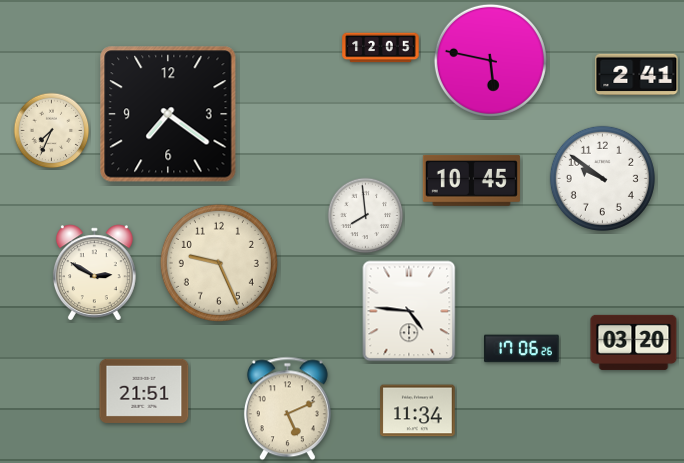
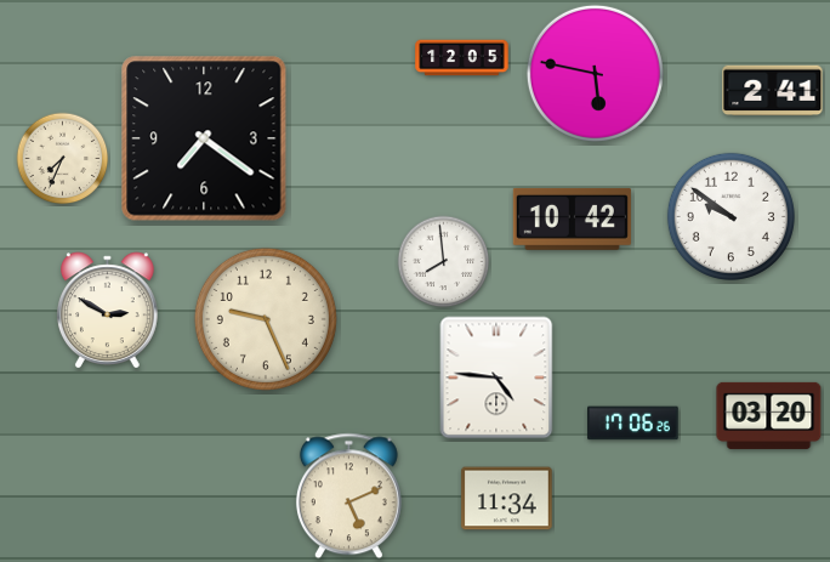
clock at (471, 180): 10:45 -> 10:42
clock at (94, 272) position: (94, 272) -> (107, 310)
clock at (144, 391): 21:51 -> none
